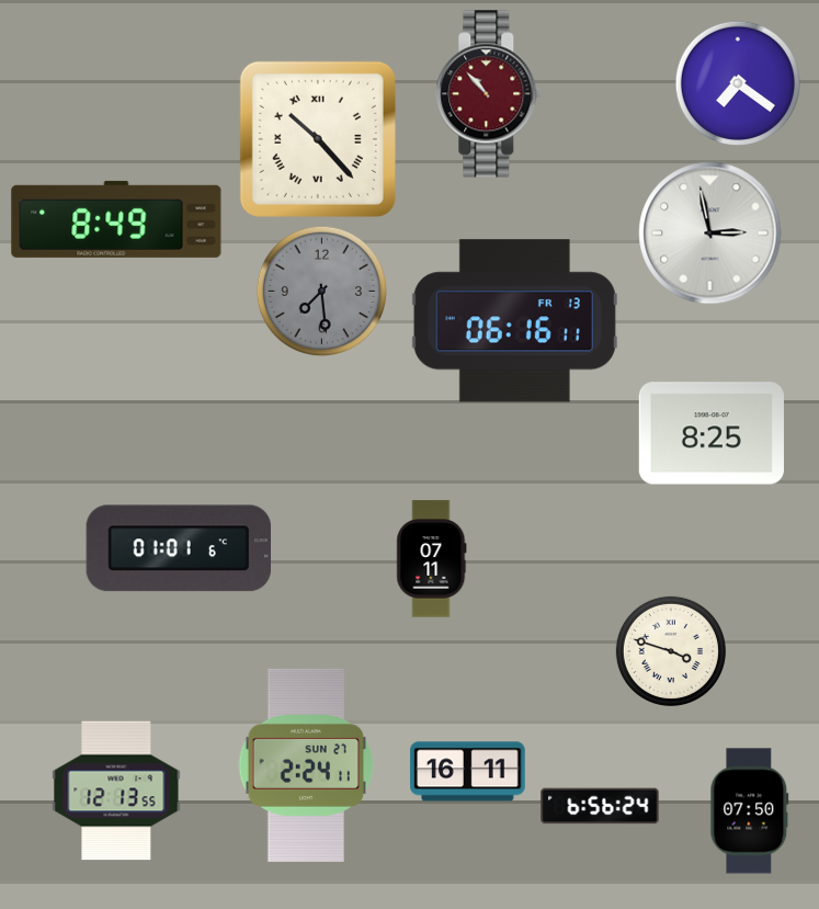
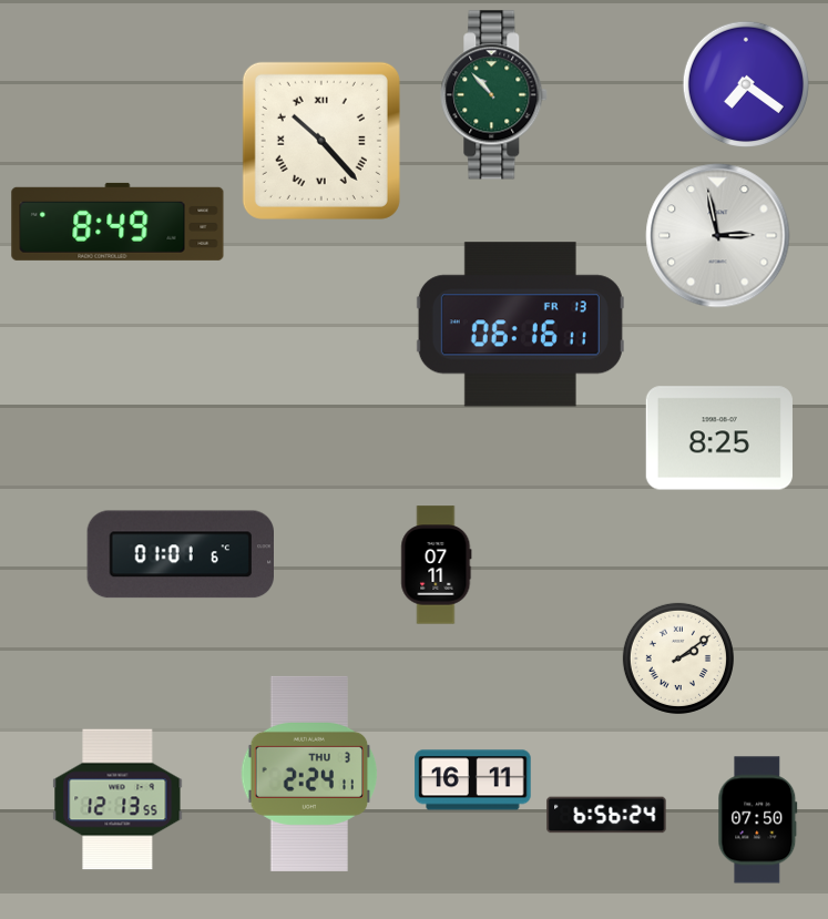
clock at (489, 94) dial: burgundy -> green
clock at (322, 292): 7:29 -> none
clock at (671, 651): 3:48 -> 2:09
clock at (306, 765) date: SUN 27 -> THU 3
